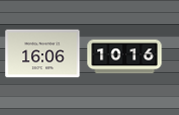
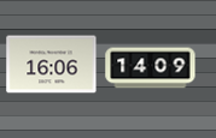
clock at (125, 57): 10:16 -> 14:09
